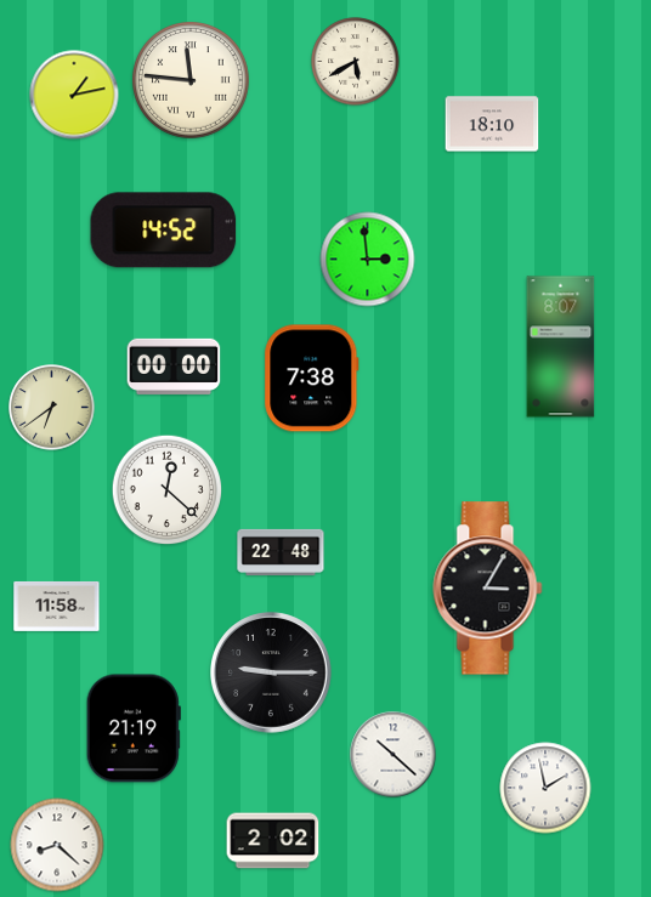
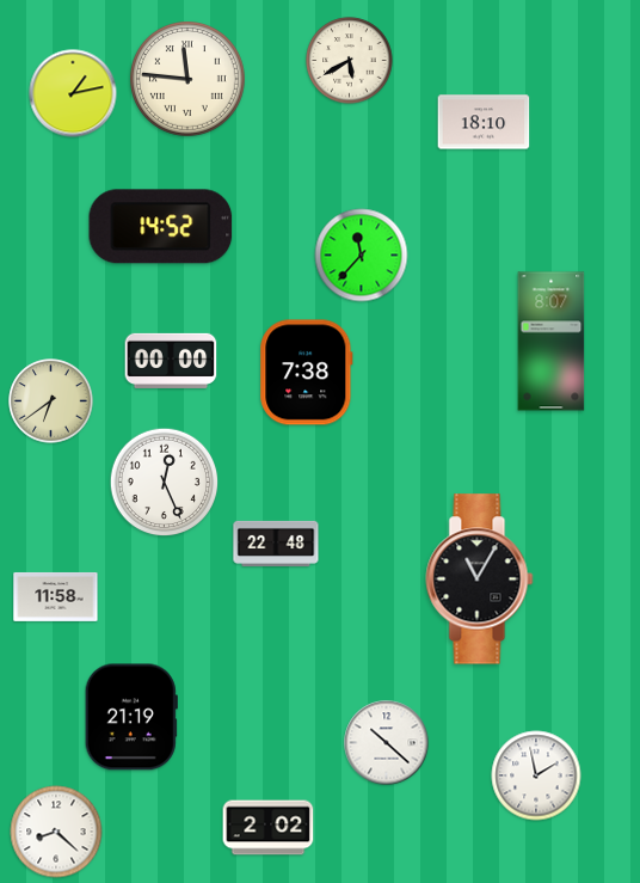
clock at (368, 260): 2:59 -> 11:37
clock at (168, 490): 12:22 -> 12:26
clock at (488, 589): 3:05 -> 11:05
clock at (272, 674): 9:15 -> none
